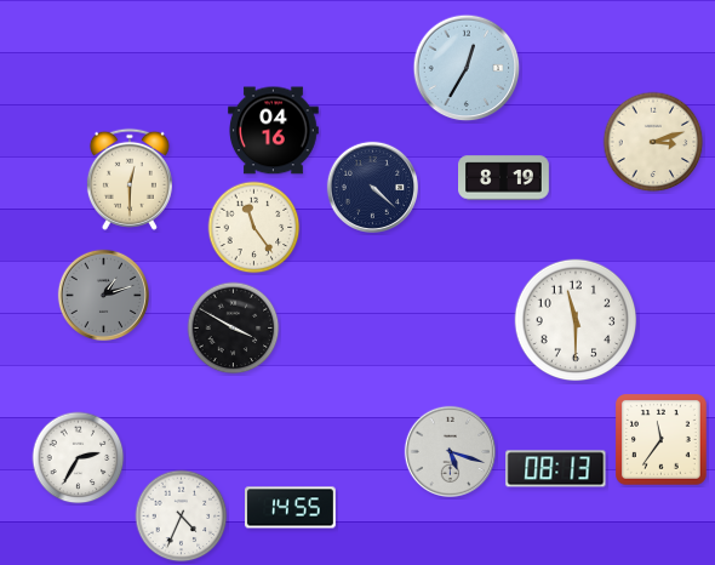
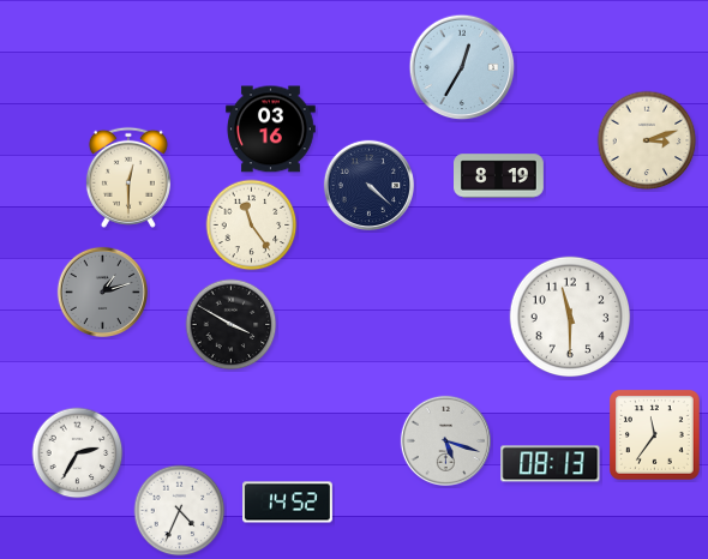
clock at (274, 131): 04:16 -> 03:16
clock at (450, 451) position: (450, 451) -> (445, 440)
clock at (291, 508): 14:55 -> 14:52
